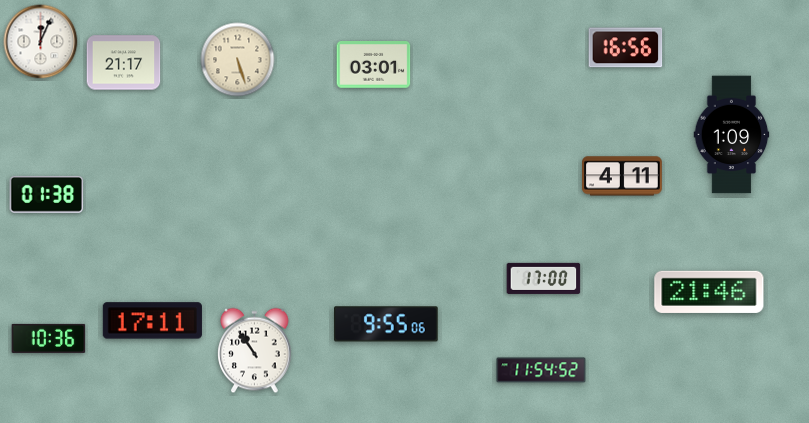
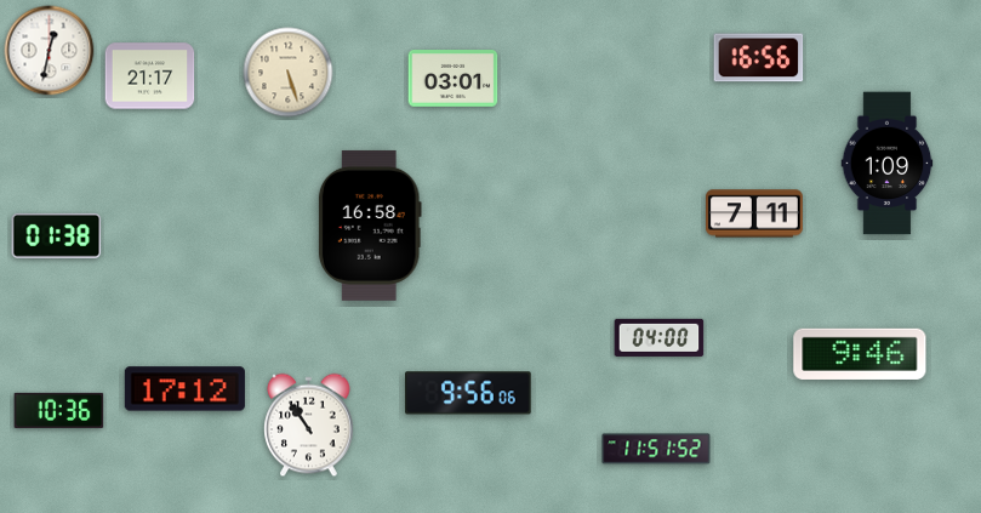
clock at (41, 42): 12:04 -> 12:32
clock at (623, 176): 4:11 -> 7:11
clock at (370, 226): none -> 16:58
clock at (544, 278): 17:00 -> 04:00
clock at (709, 292): 21:46 -> 9:46
clock at (152, 321): 17:11 -> 17:12
clock at (386, 324): 9:55 -> 9:56
clock at (541, 370): 11:54 -> 11:51
